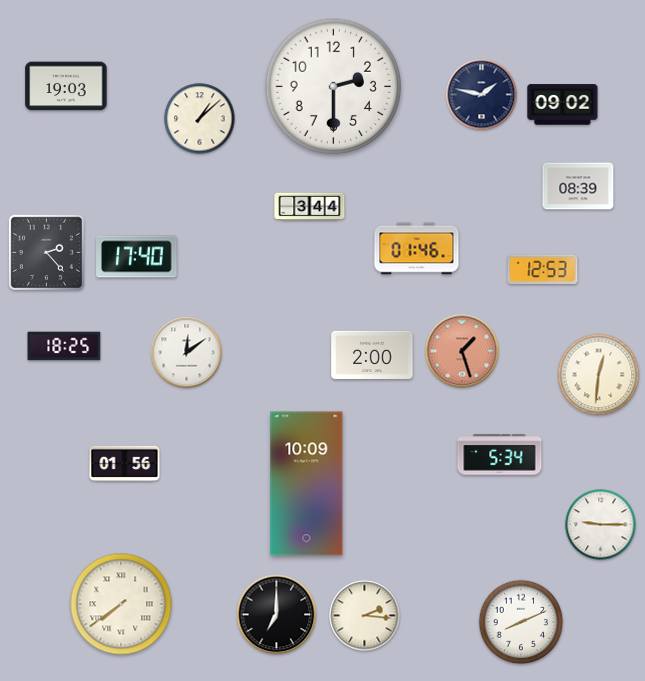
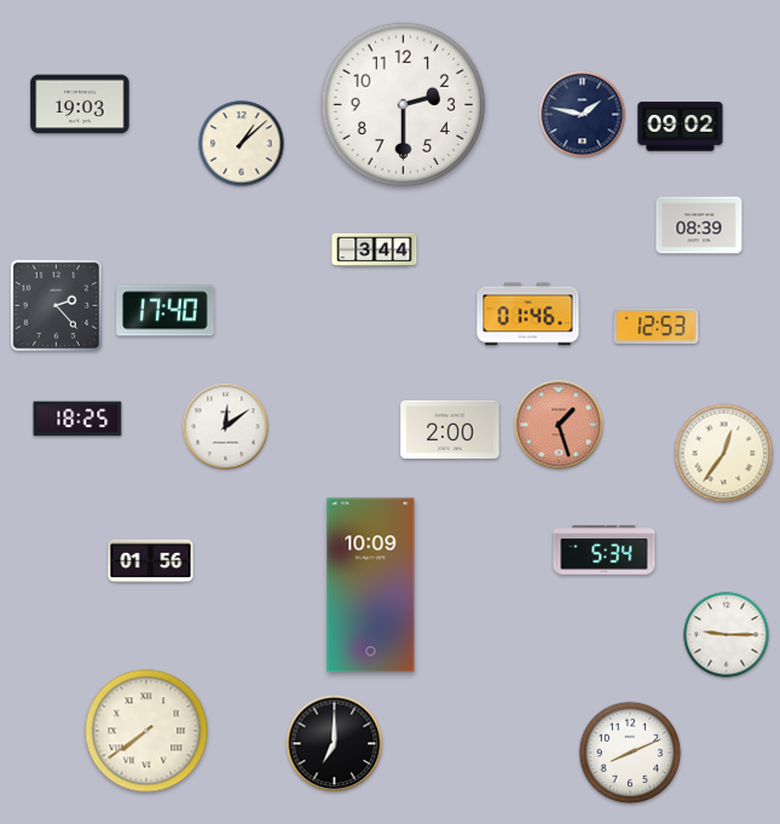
clock at (417, 249) position: (417, 249) -> (528, 315)
clock at (599, 375): 12:31 -> 12:36
clock at (365, 616): 2:16 -> none
